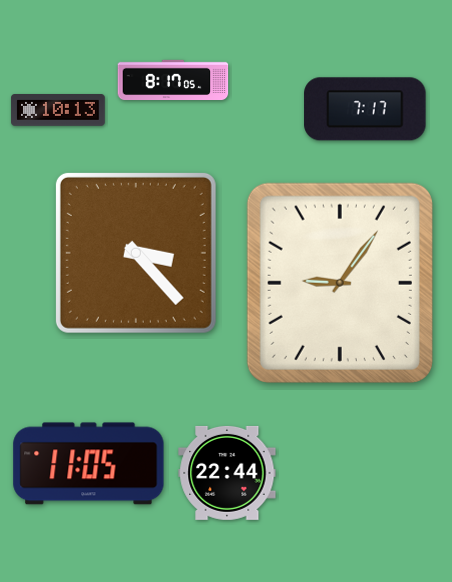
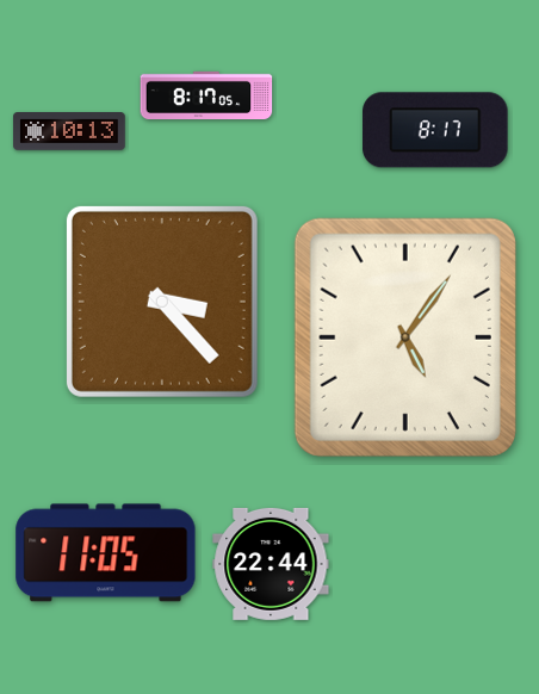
clock at (365, 109): 7:17 -> 8:17
clock at (340, 283): 9:06 -> 5:06
